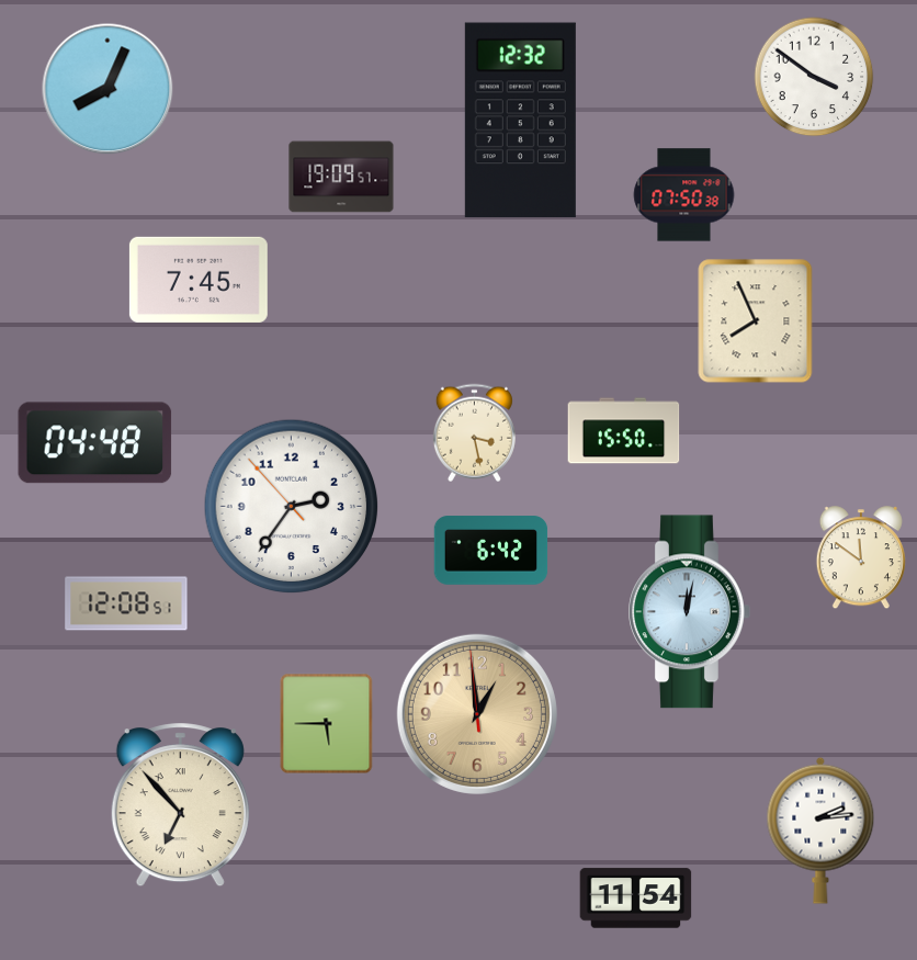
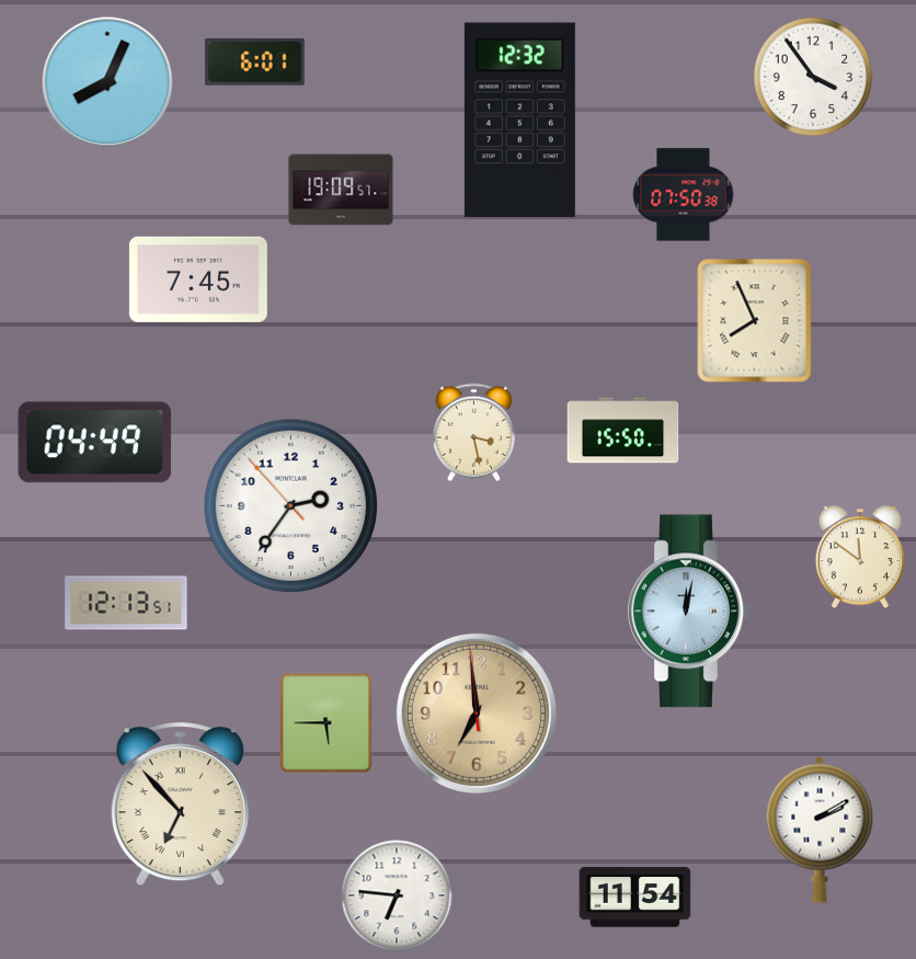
clock at (255, 62): none -> 6:01
clock at (814, 77): 3:51 -> 3:54
clock at (107, 89) position: (107, 89) -> (107, 82)
clock at (341, 177) position: (341, 177) -> (341, 190)
clock at (95, 443): 04:48 -> 04:49
clock at (491, 551): 6:42 -> none
clock at (126, 603): 12:08 -> 12:13
clock at (477, 714): 12:58 -> 6:58
clock at (820, 831): 2:14 -> 2:10
clock at (397, 895): none -> 6:46
